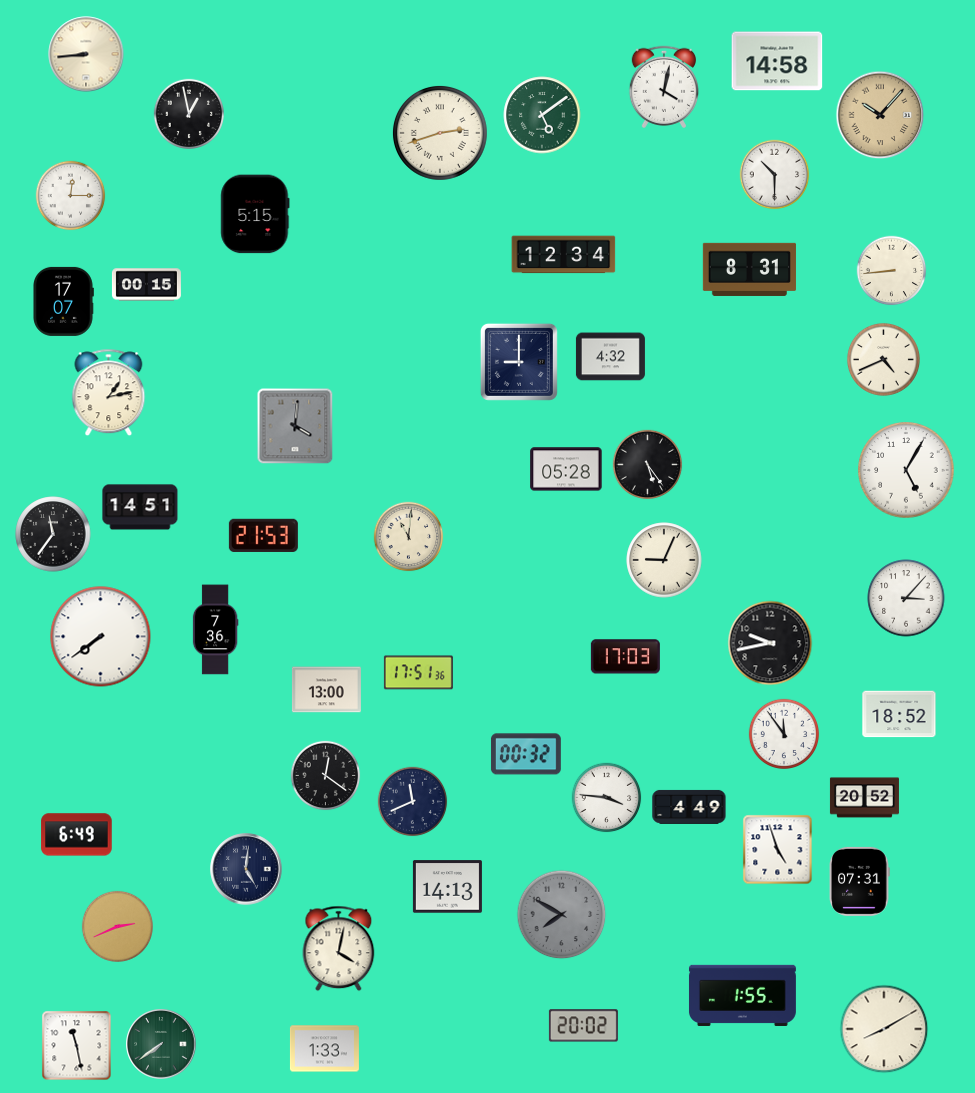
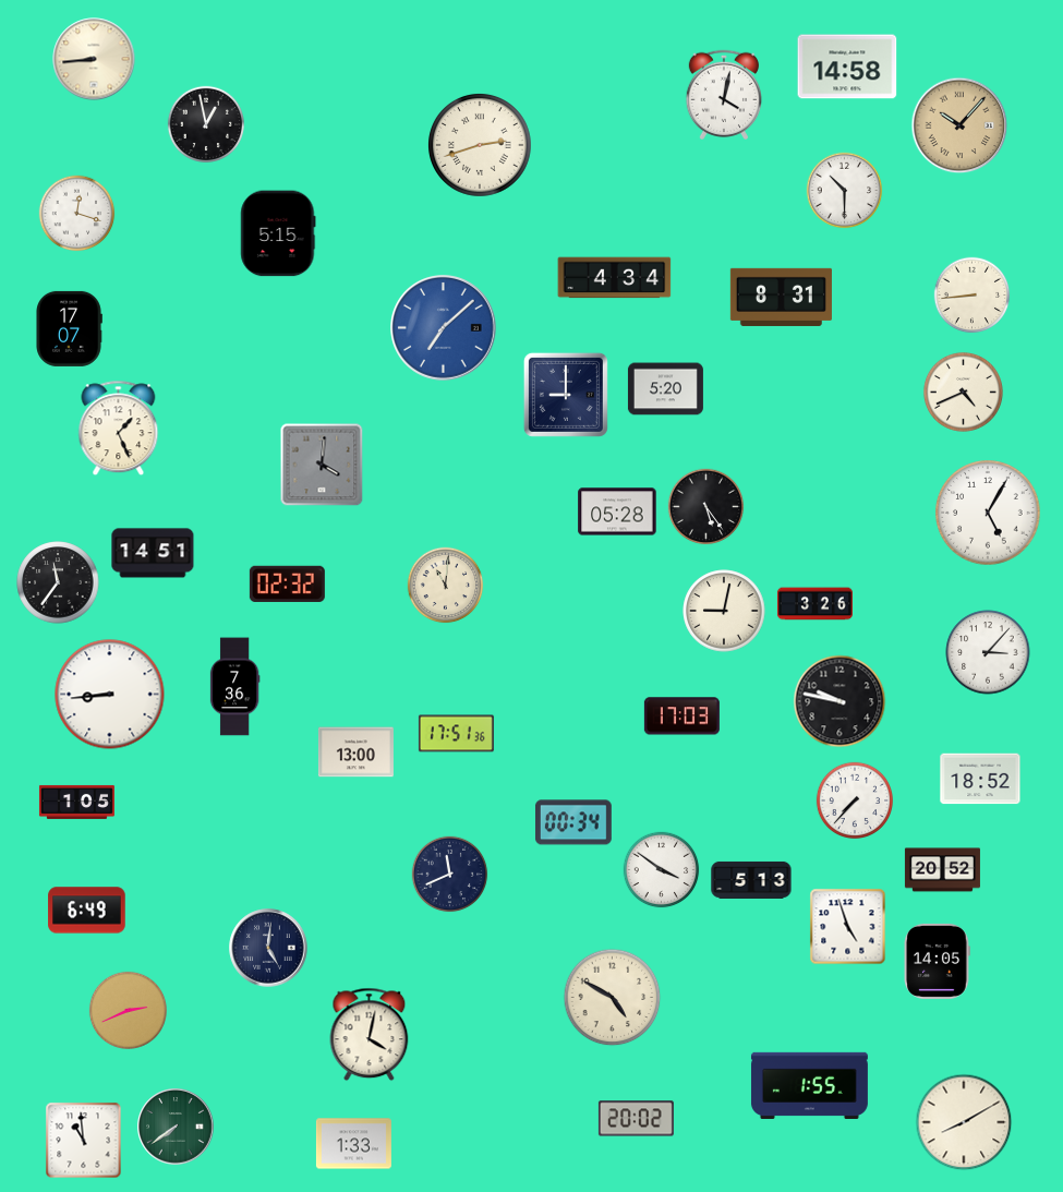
clock at (542, 115): 5:09 -> none
clock at (71, 196): 12:15 -> 12:18
clock at (564, 255): 12:34 -> 4:34
clock at (749, 269) position: (749, 269) -> (781, 297)
clock at (146, 285): 00:15 -> none
clock at (444, 328): none -> 7:08
clock at (610, 357): 4:32 -> 5:20
clock at (109, 393): 1:13 -> 1:26
clock at (263, 535): 21:53 -> 02:32
clock at (814, 604): none -> 3:26
clock at (664, 560): 9:04 -> 9:02
clock at (101, 637): 7:39 -> 8:44
clock at (770, 643): 9:43 -> 9:47
clock at (784, 734): 11:54 -> 7:37
clock at (76, 802): none -> 1:05
clock at (526, 754): 00:32 -> 00:34
clock at (326, 776): 12:21 -> none
clock at (607, 798): 3:46 -> 3:51
clock at (689, 807): 4:49 -> 5:13
clock at (77, 835) position: (77, 835) -> (87, 911)
clock at (859, 881): 07:31 -> 14:05
clock at (447, 887): 14:13 -> none
clock at (562, 915): 7:50 -> 4:50
clock at (562, 915) dial: grey -> cream
clock at (161, 1044) position: (161, 1044) -> (176, 1127)
clock at (77, 1046): 11:28 -> 10:59
